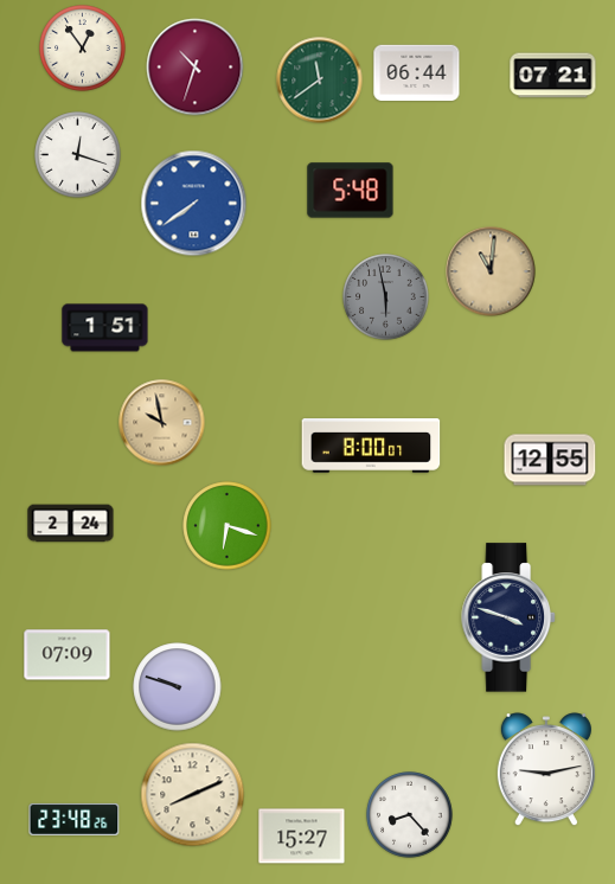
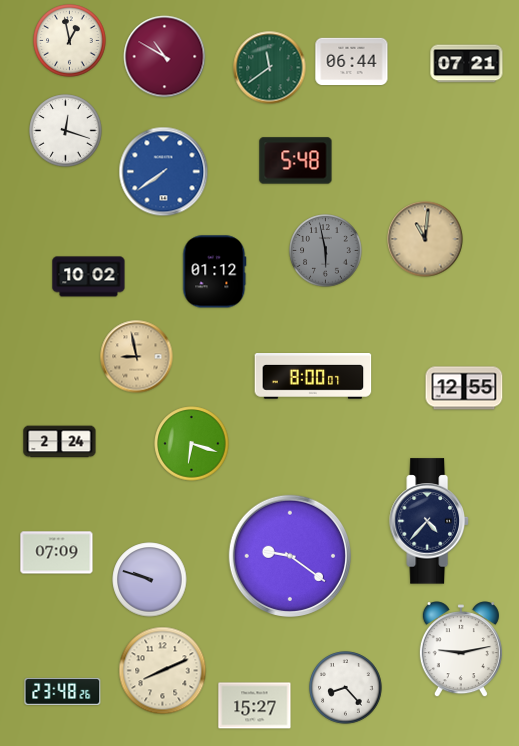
clock at (83, 49): 12:54 -> 12:58
clock at (196, 68): 10:33 -> 10:50
clock at (491, 271) position: (491, 271) -> (425, 239)
clock at (215, 272): none -> 01:12
clock at (105, 328): 1:51 -> 10:02
clock at (162, 423): 9:58 -> 8:58
clock at (508, 617): 3:48 -> 4:37
clock at (290, 556): none -> 9:21
